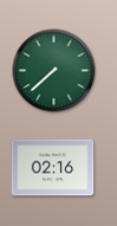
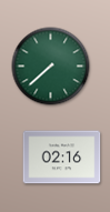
clock at (53, 168) position: (53, 168) -> (62, 158)
